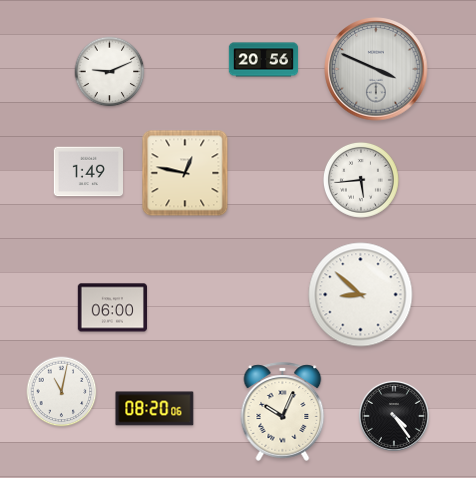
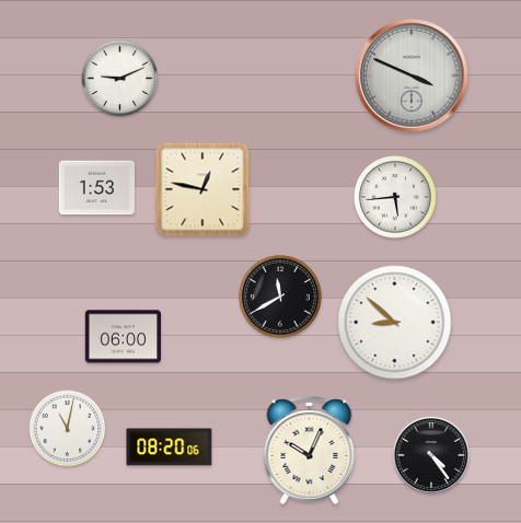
clock at (264, 60): 20:56 -> none
clock at (88, 172): 1:49 -> 1:53
clock at (280, 297): none -> 11:40
